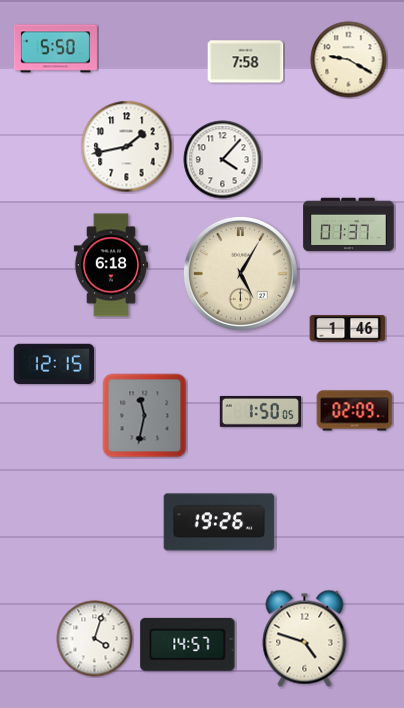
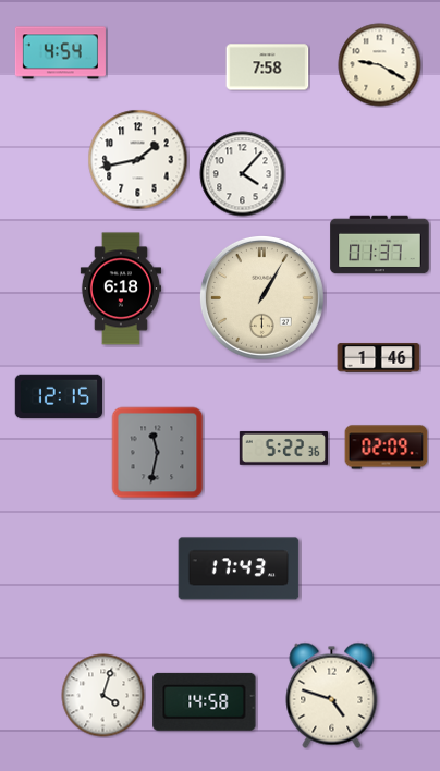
clock at (55, 49): 5:50 -> 4:54
clock at (240, 273): 5:05 -> 1:05
clock at (260, 411): 1:50 -> 5:22
clock at (219, 522): 19:26 -> 17:43
clock at (188, 644): 14:57 -> 14:58
